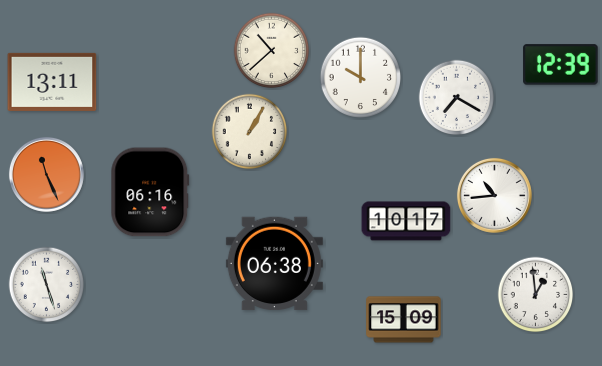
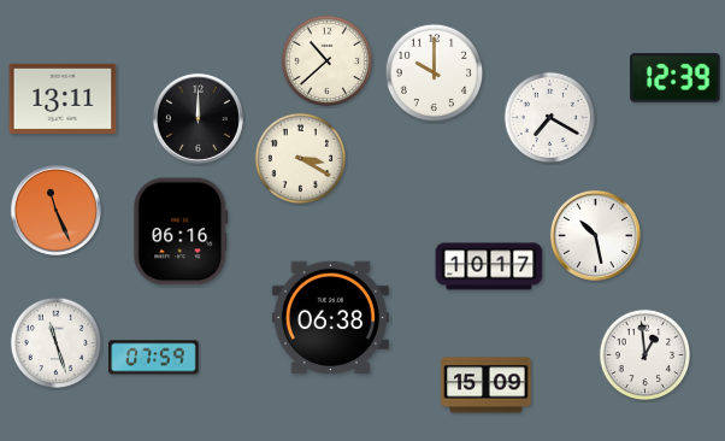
clock at (360, 77) position: (360, 77) -> (434, 72)
clock at (198, 118): none -> 12:00
clock at (250, 132): 1:05 -> 3:20
clock at (494, 195): 10:44 -> 10:28
clock at (154, 358): none -> 07:59
